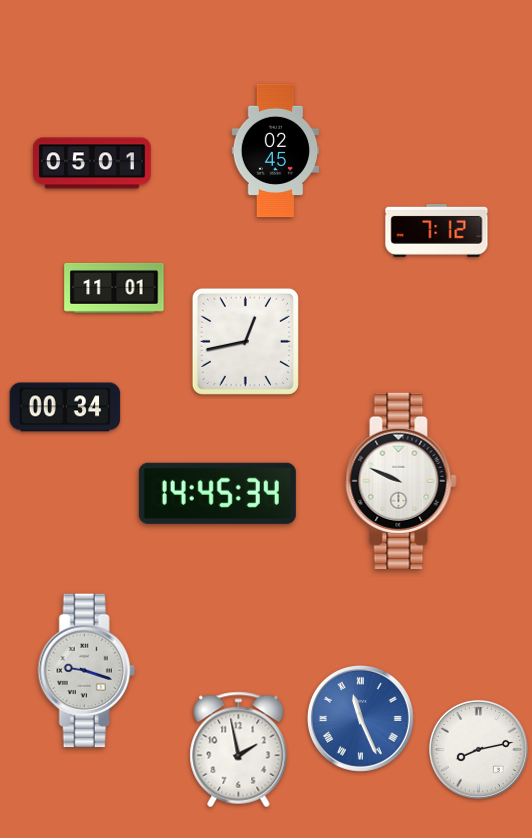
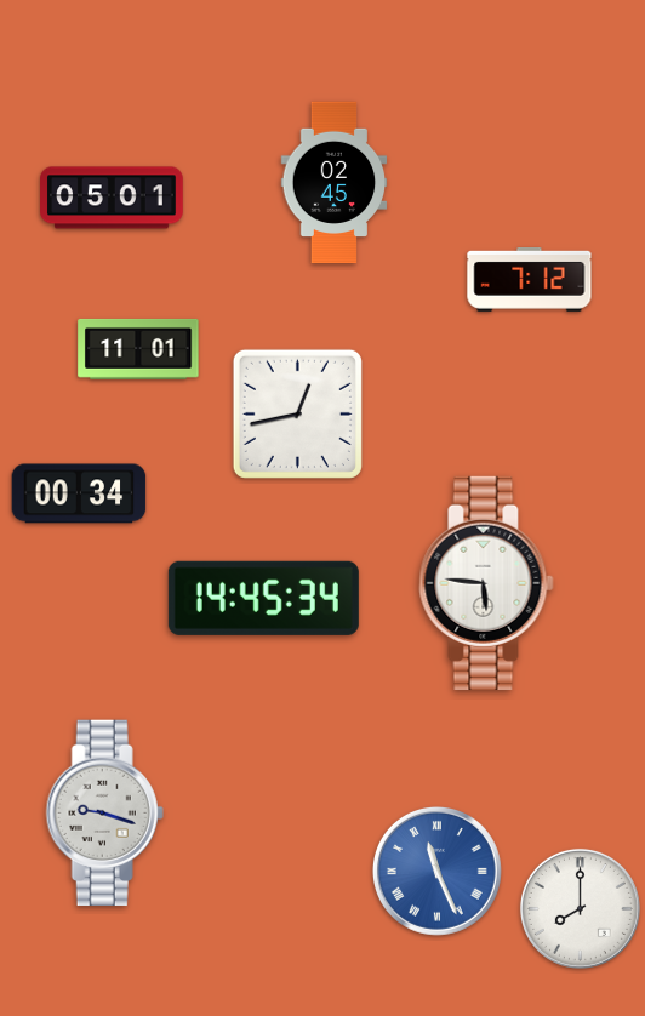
clock at (401, 481): 9:49 -> 5:46
clock at (478, 749): 8:13 -> 8:00
clock at (239, 750): 1:58 -> none
